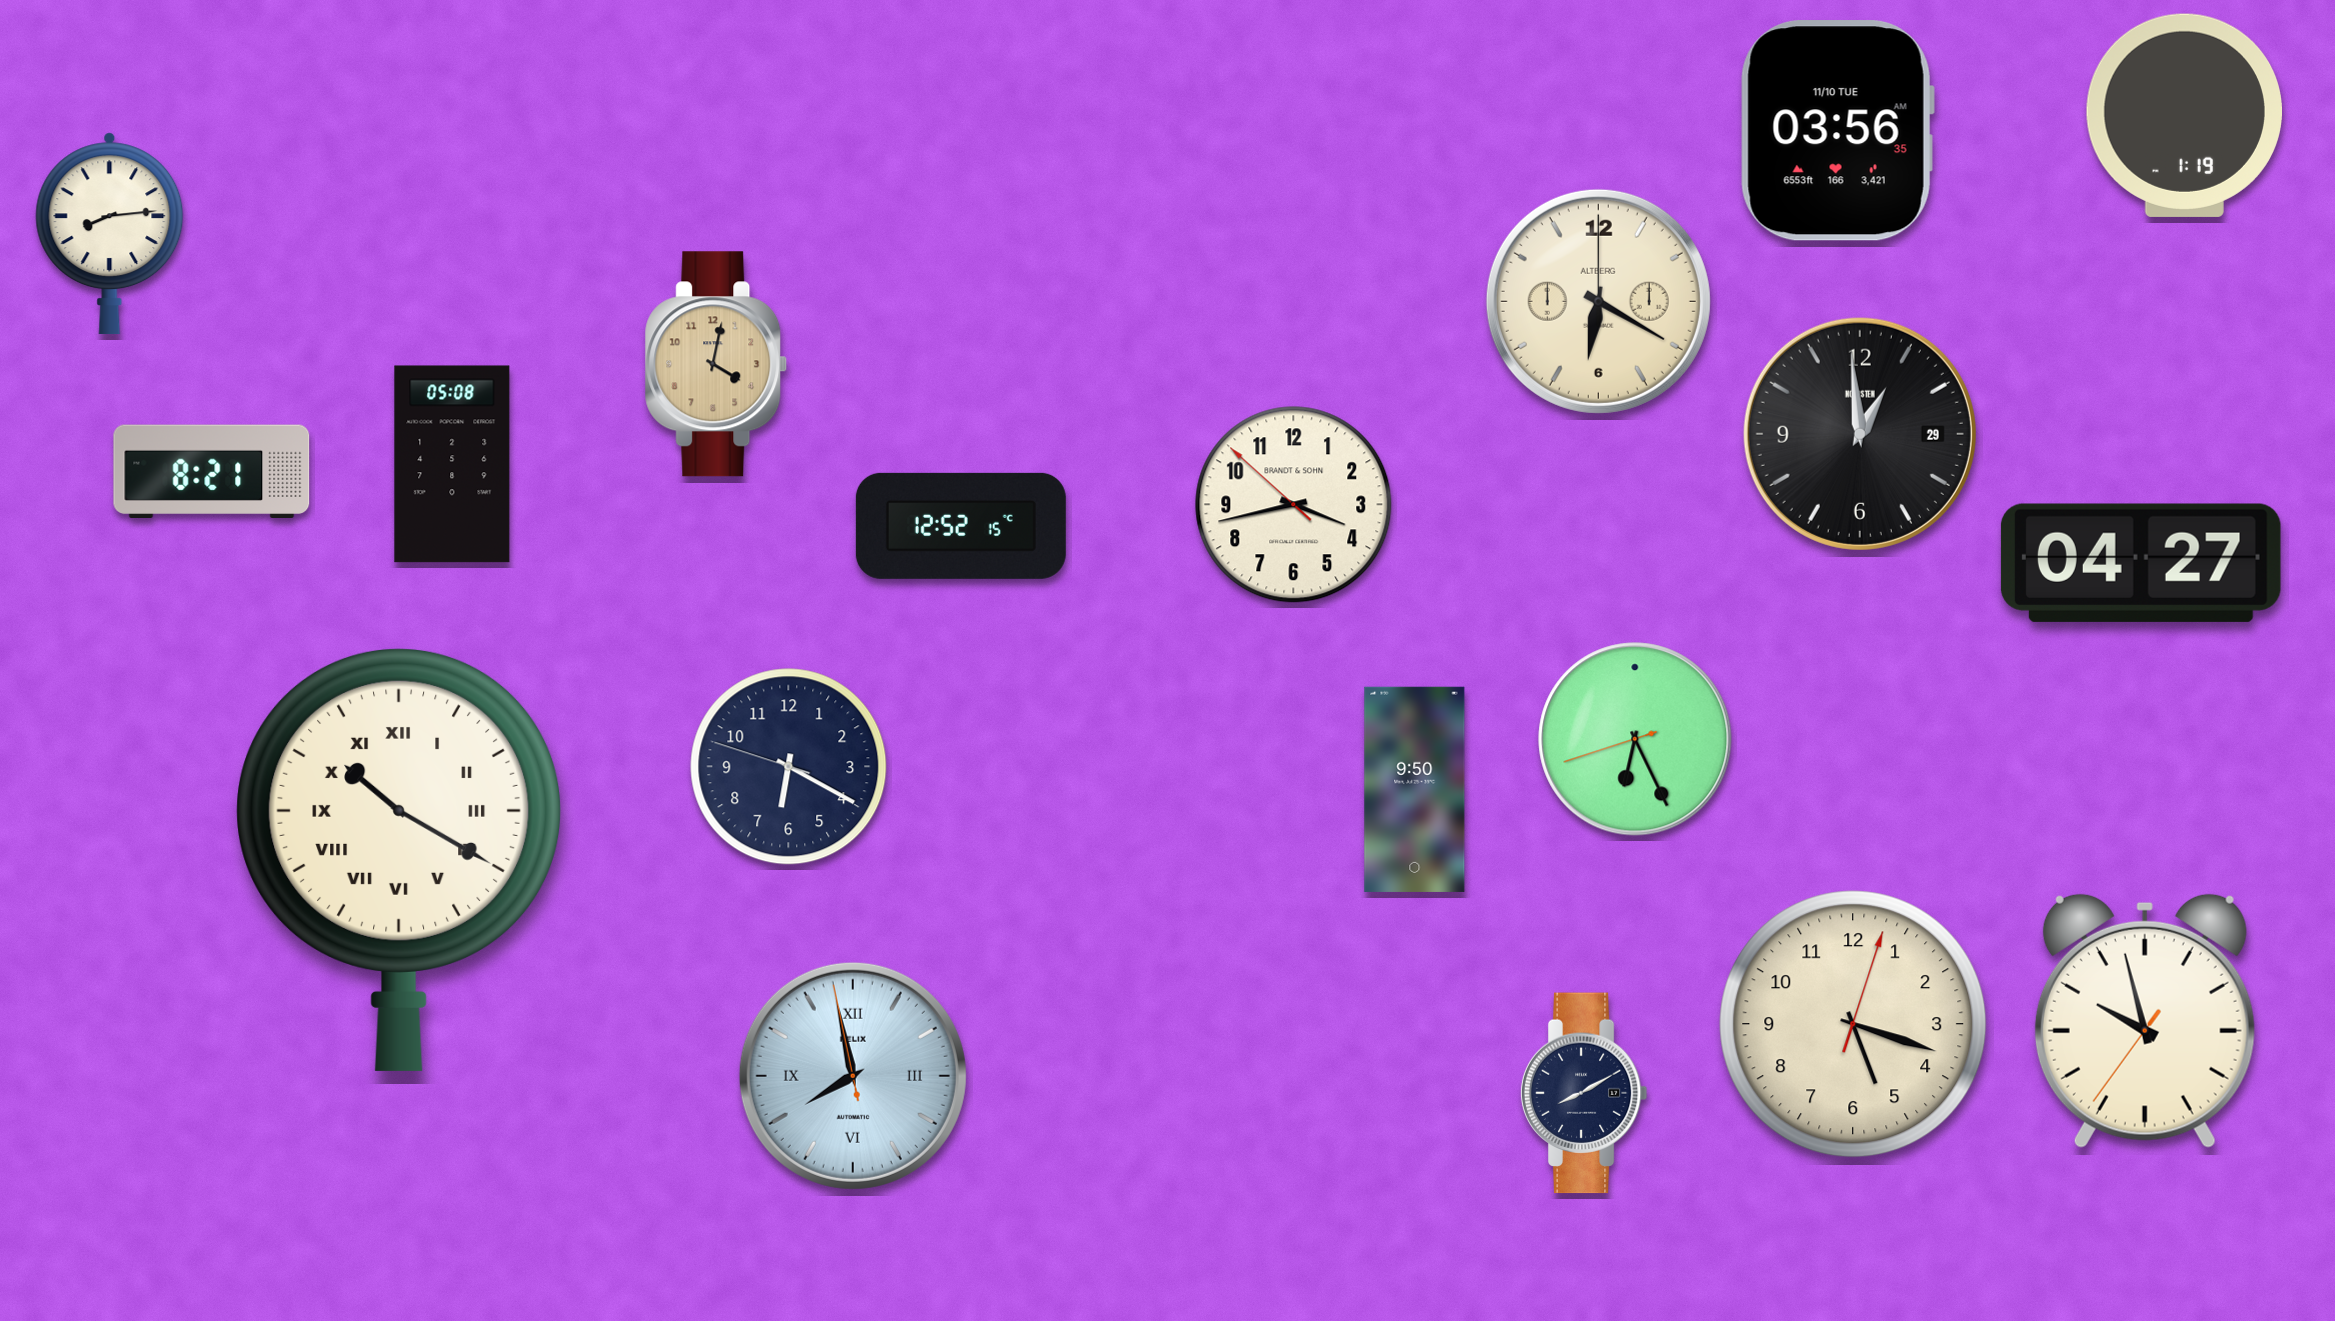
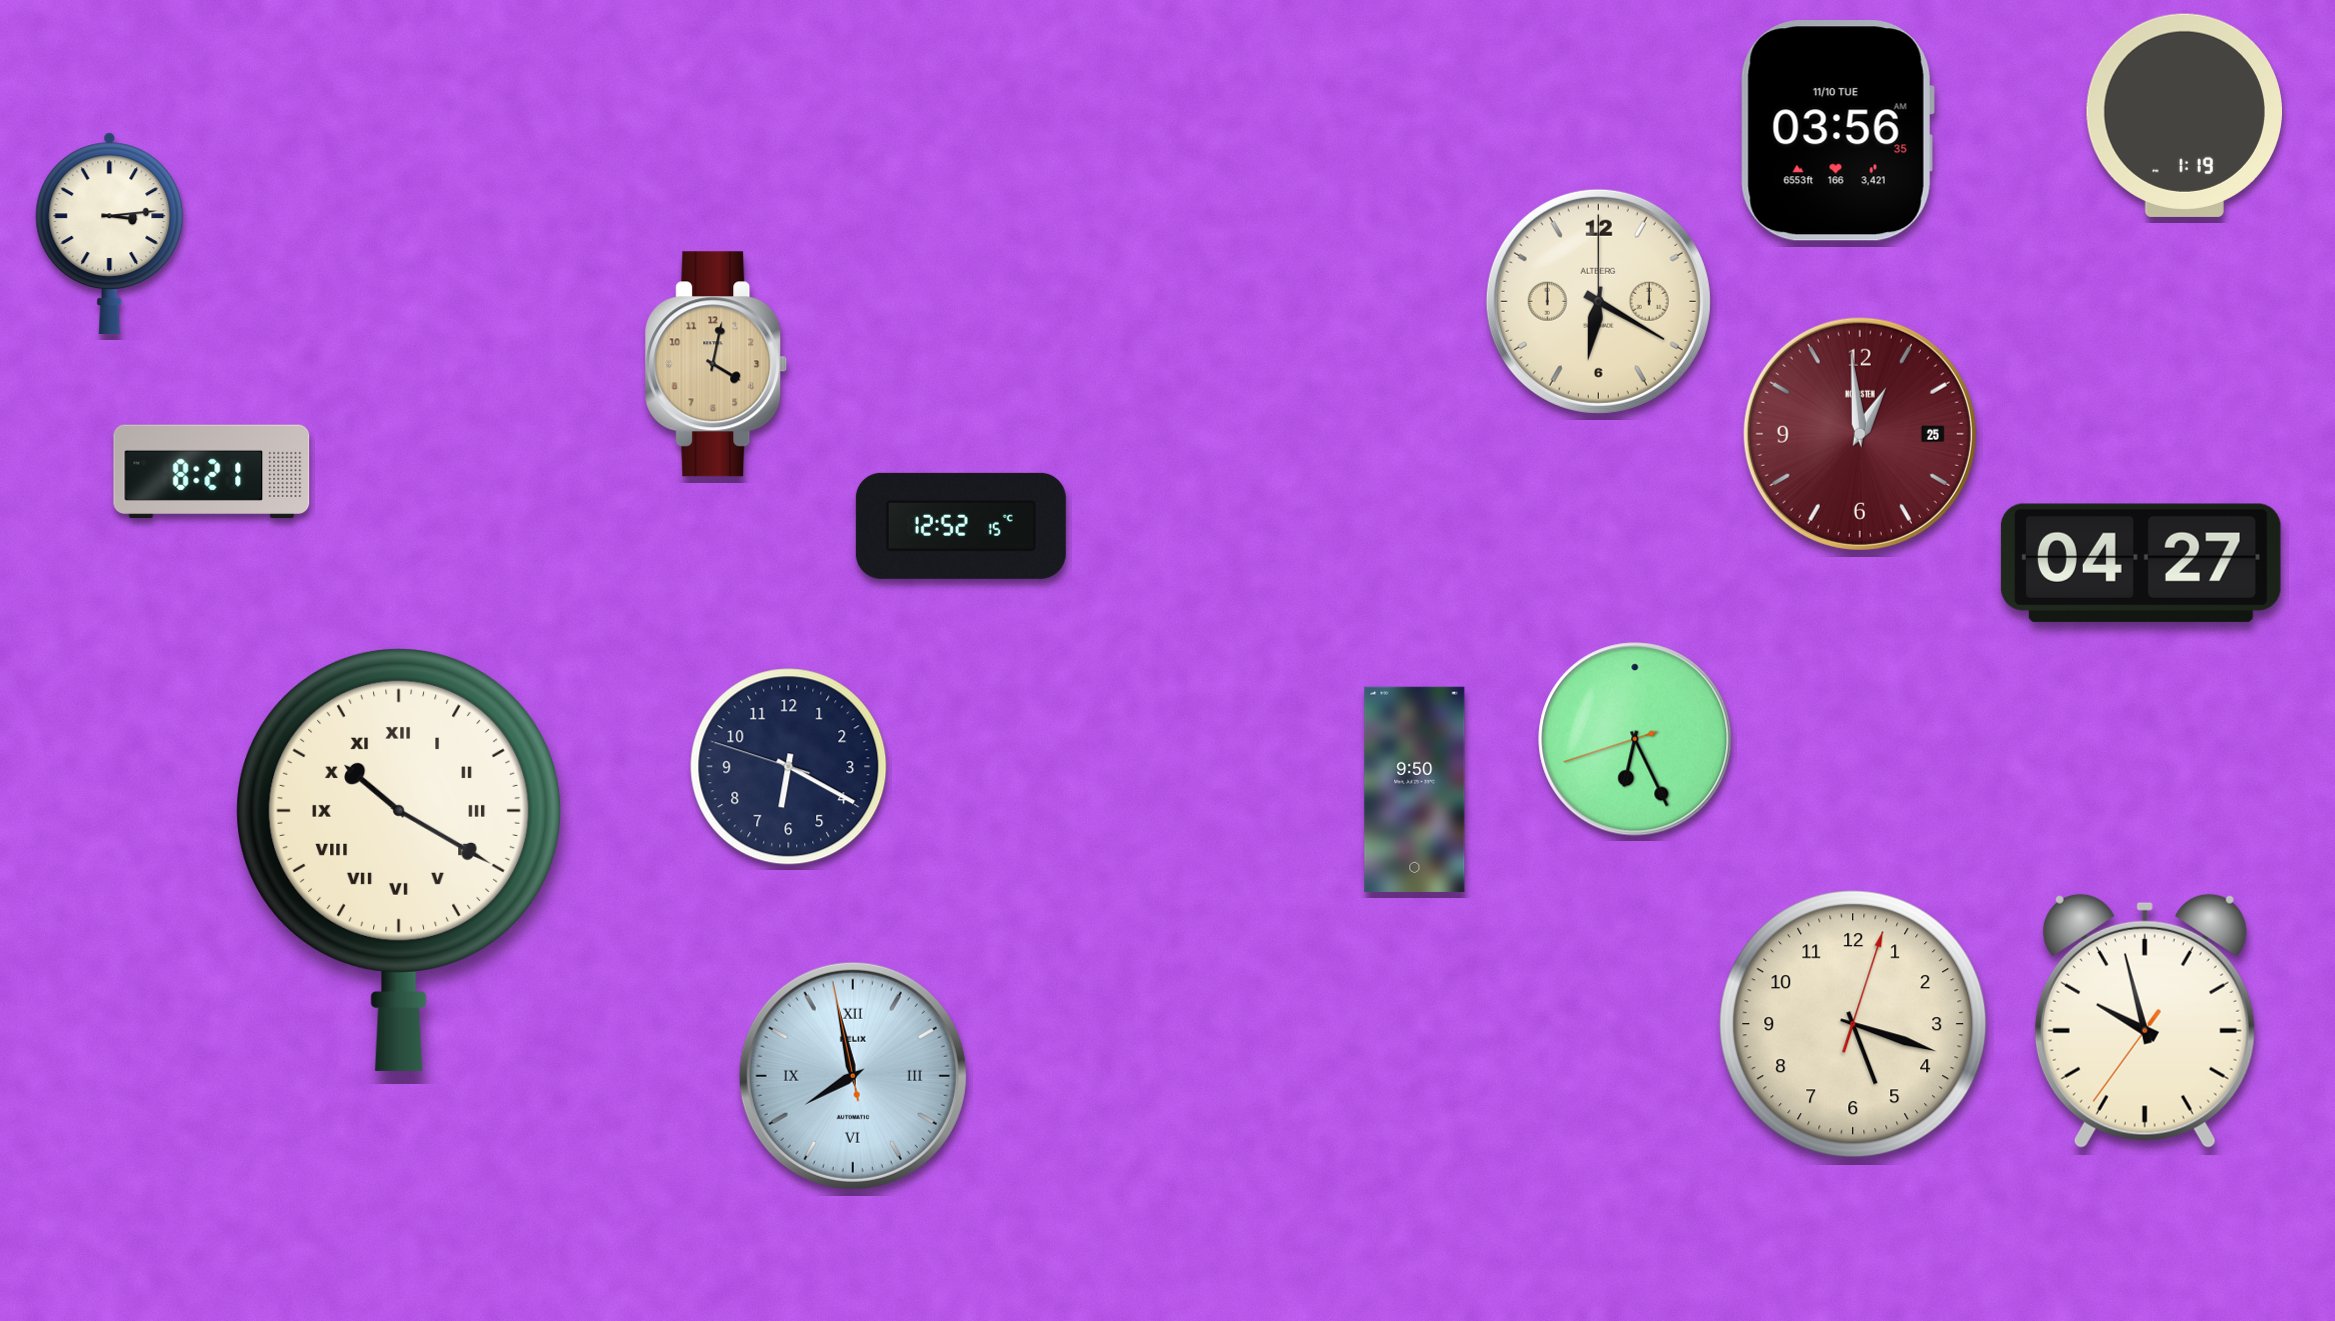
clock at (110, 234): 8:14 -> 3:14
clock at (1860, 434) date: 29 -> 25
clock at (1860, 434) dial: black -> burgundy
clock at (452, 464): 05:08 -> none
clock at (1294, 505): 3:42 -> none
clock at (1584, 1093): 8:10 -> none
